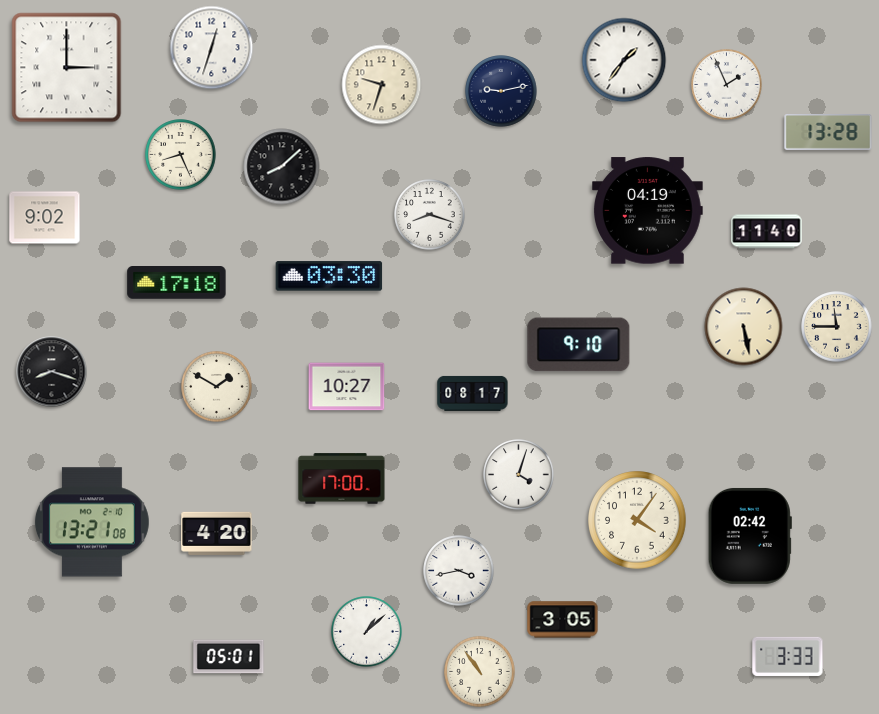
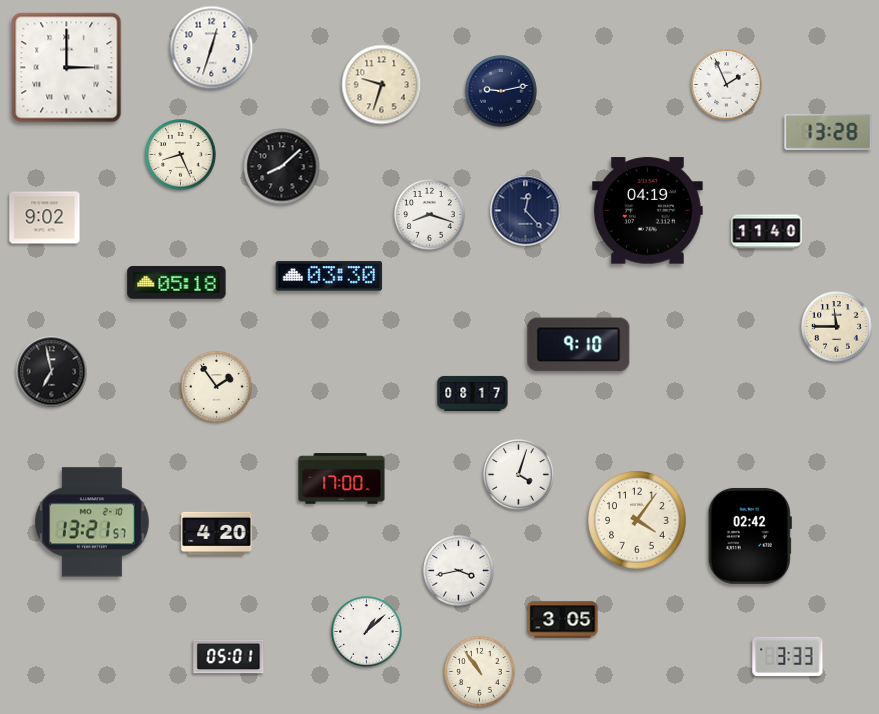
clock at (624, 60): 1:36 -> none
clock at (526, 211): none -> 12:23
clock at (177, 283): 17:18 -> 05:18
clock at (744, 327): 5:28 -> none
clock at (52, 372): 8:18 -> 6:58
clock at (217, 387): 1:50 -> 1:54
clock at (347, 387): 10:27 -> none
clock at (92, 522): 13:21:08 -> 13:21:57
